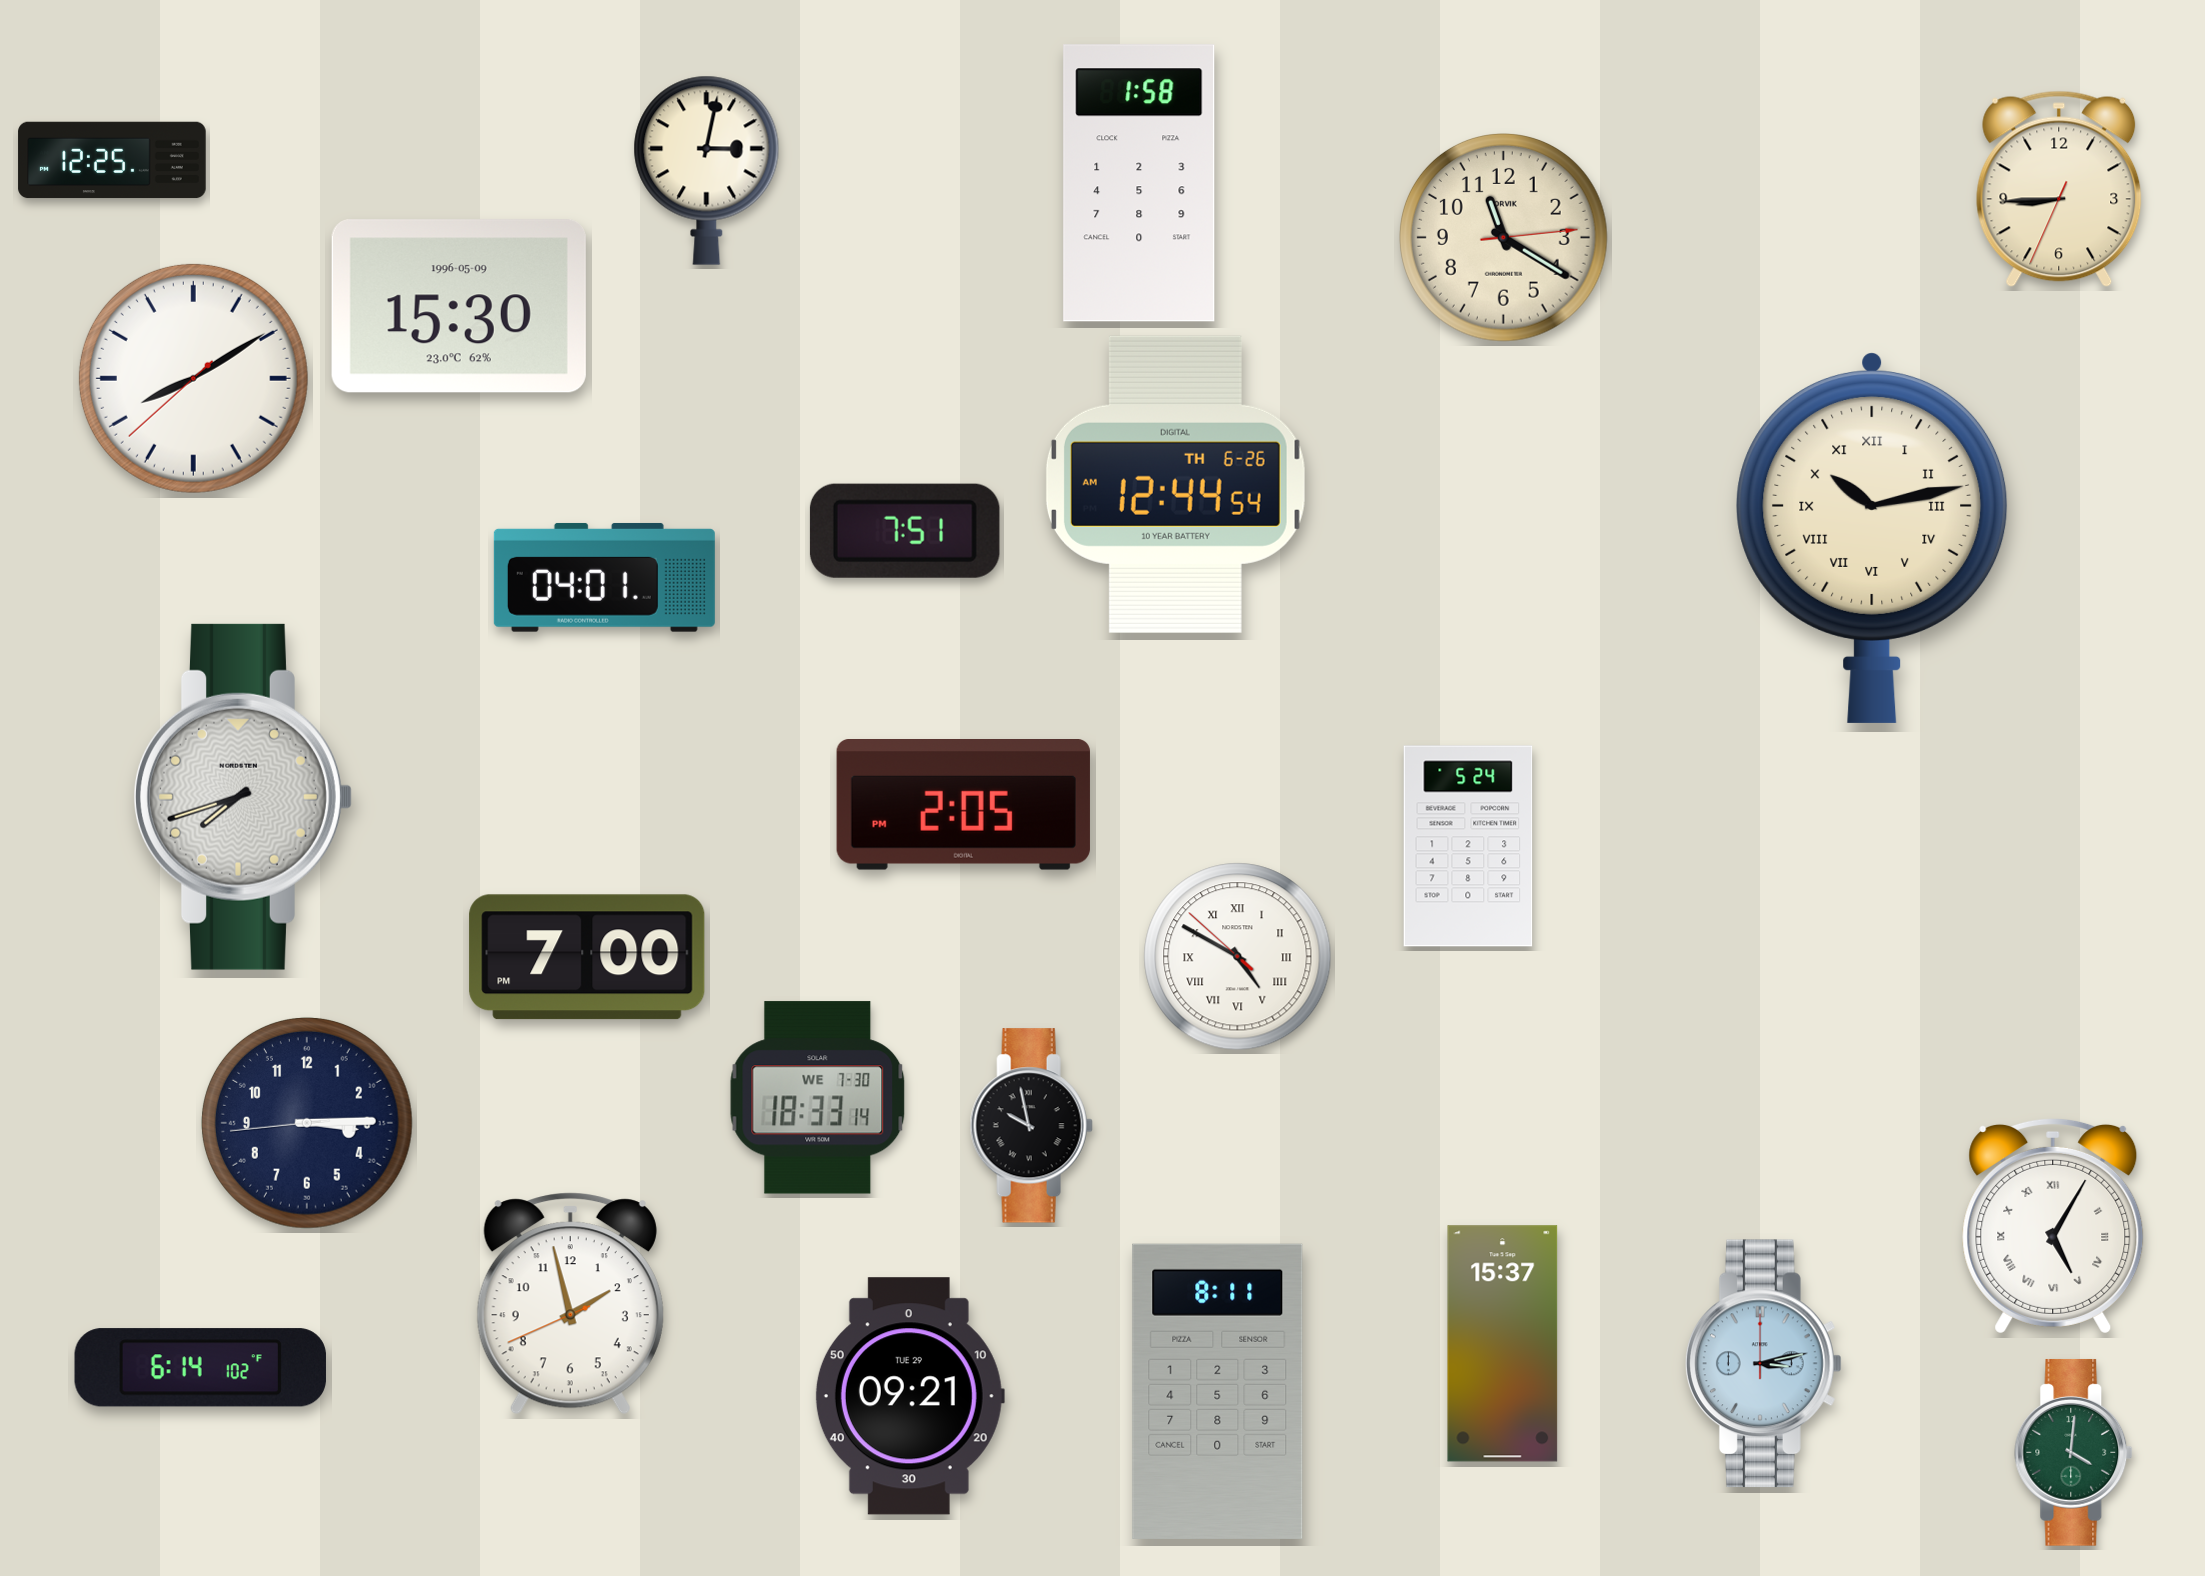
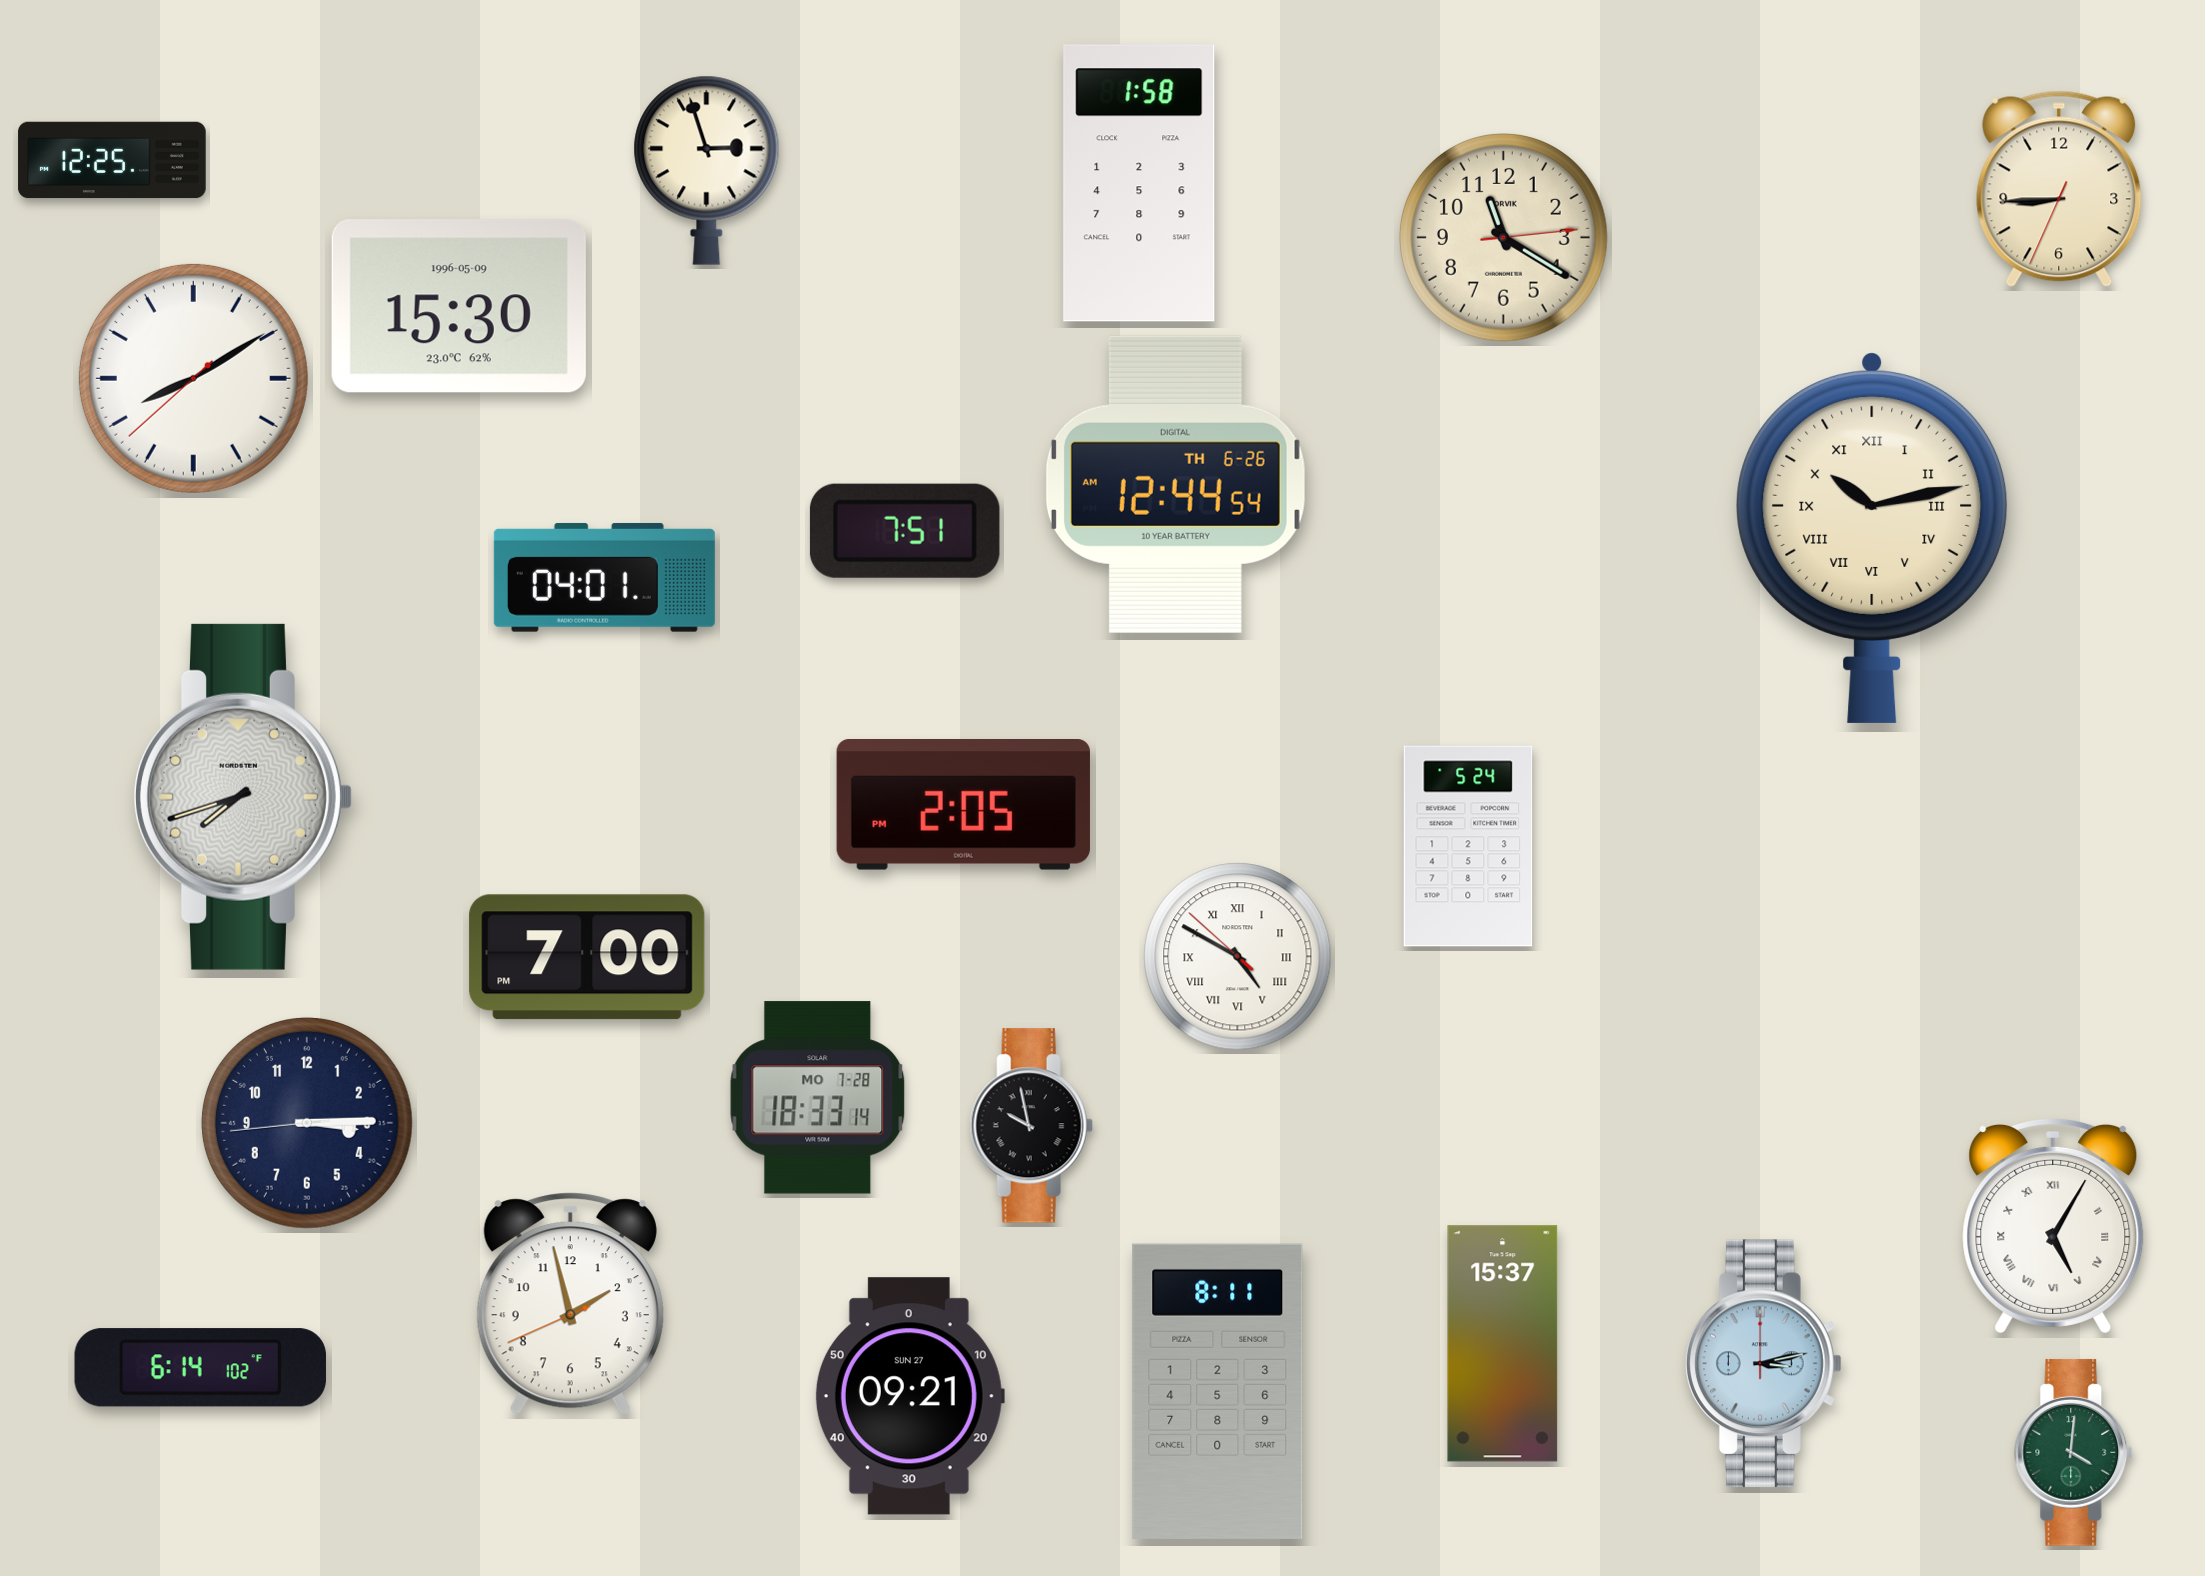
clock at (707, 170): 3:02 -> 2:57
clock at (818, 1098) date: WE 7-30 -> MO 7-28
clock at (910, 1396) date: TUE 29 -> SUN 27
